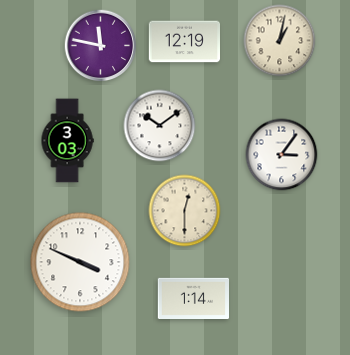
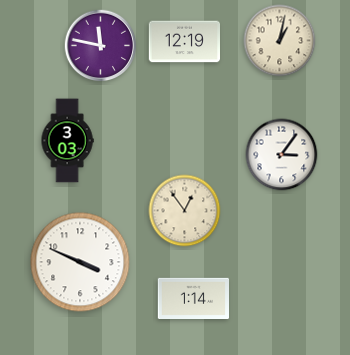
clock at (160, 126): 10:09 -> none
clock at (185, 211): 12:30 -> 12:54
